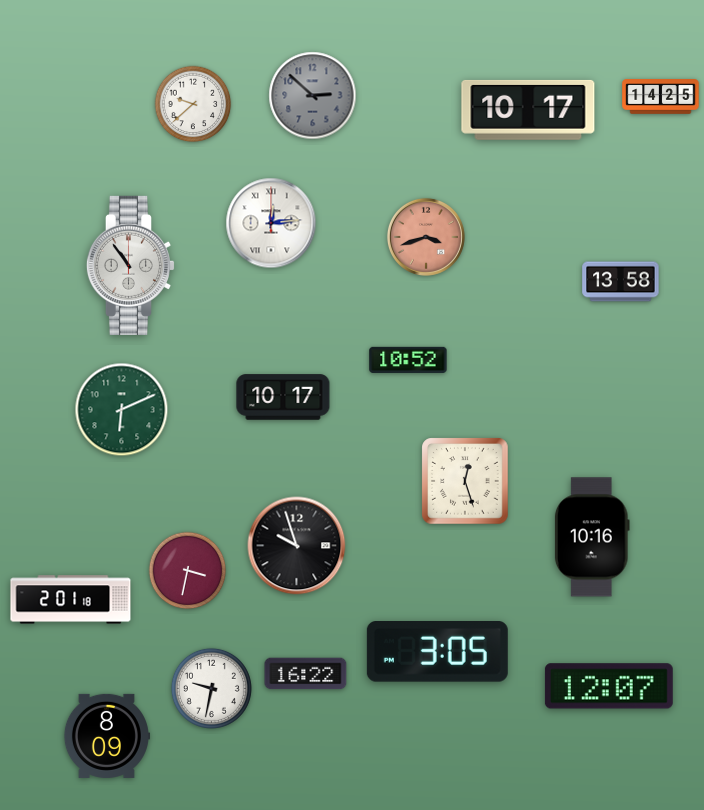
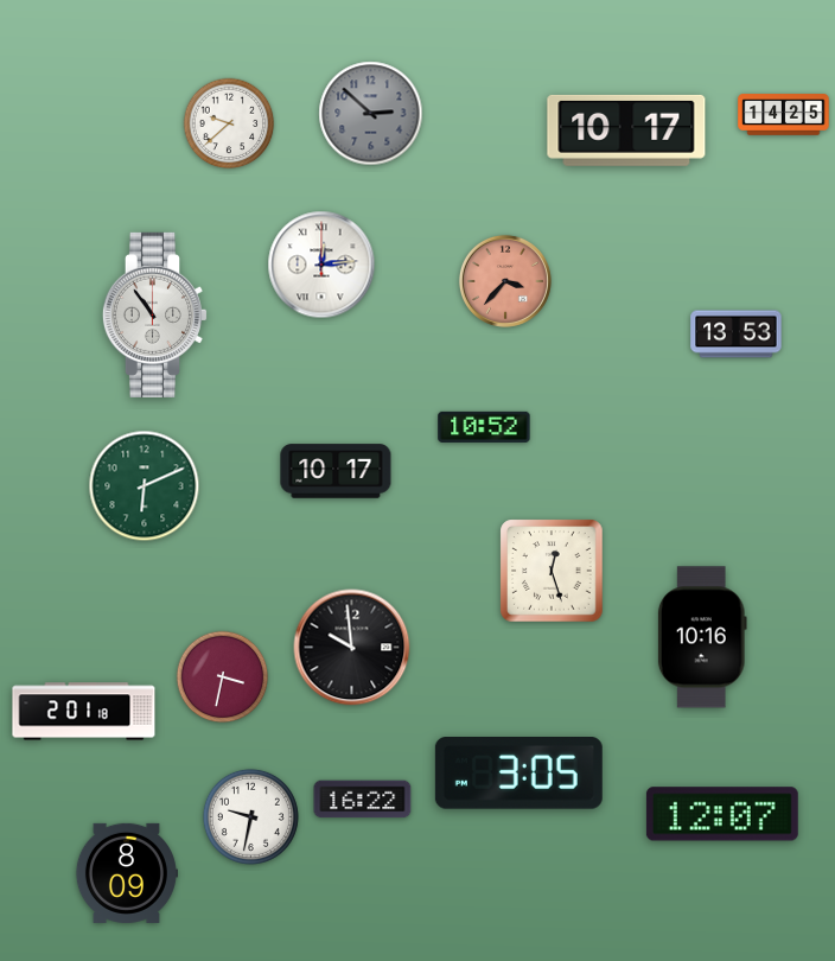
clock at (426, 237): 3:42 -> 3:37
clock at (621, 282): 13:58 -> 13:53
clock at (297, 546): 9:57 -> 9:59
